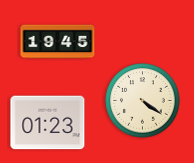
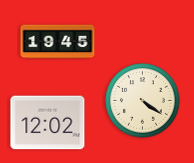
clock at (48, 123): 01:23 -> 12:02
